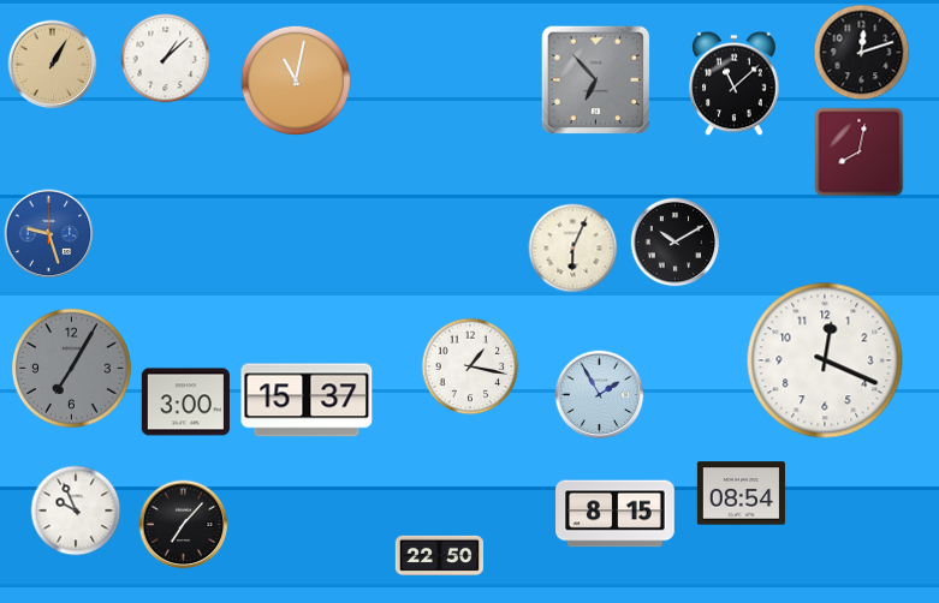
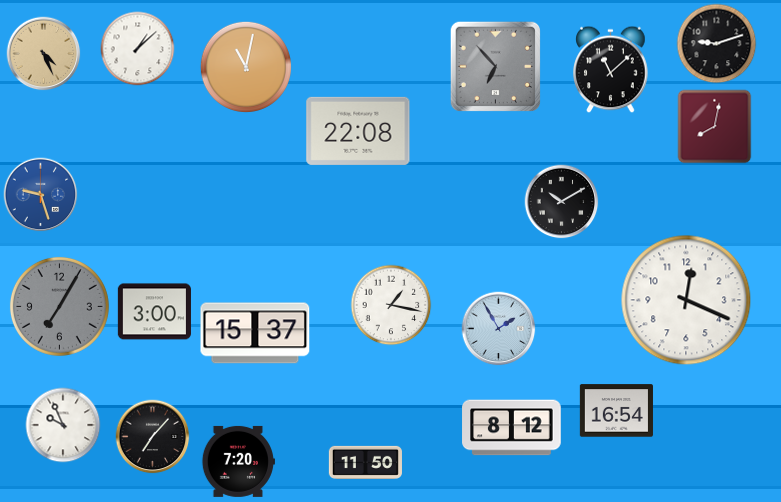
clock at (862, 53): 12:12 -> 9:12
clock at (53, 65): 1:05 -> 4:26
clock at (358, 131): none -> 22:08
clock at (573, 249): 6:04 -> none
clock at (185, 402) position: (185, 402) -> (154, 312)
clock at (741, 494): 08:54 -> 16:54
clock at (616, 514): 8:15 -> 8:12
clock at (238, 461): none -> 7:20
clock at (439, 555): 22:50 -> 11:50
